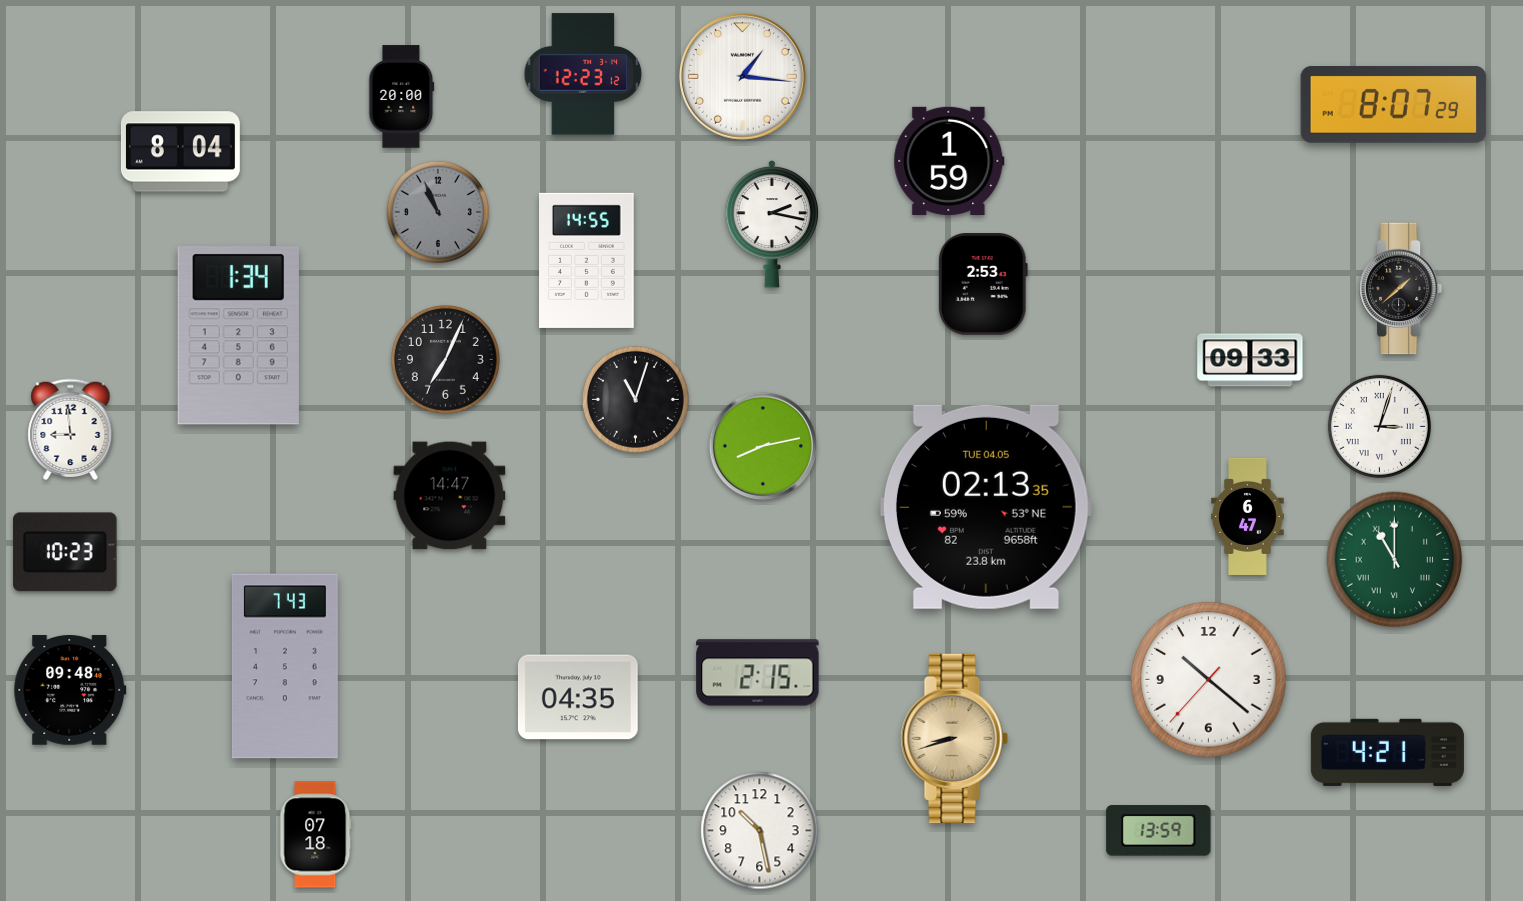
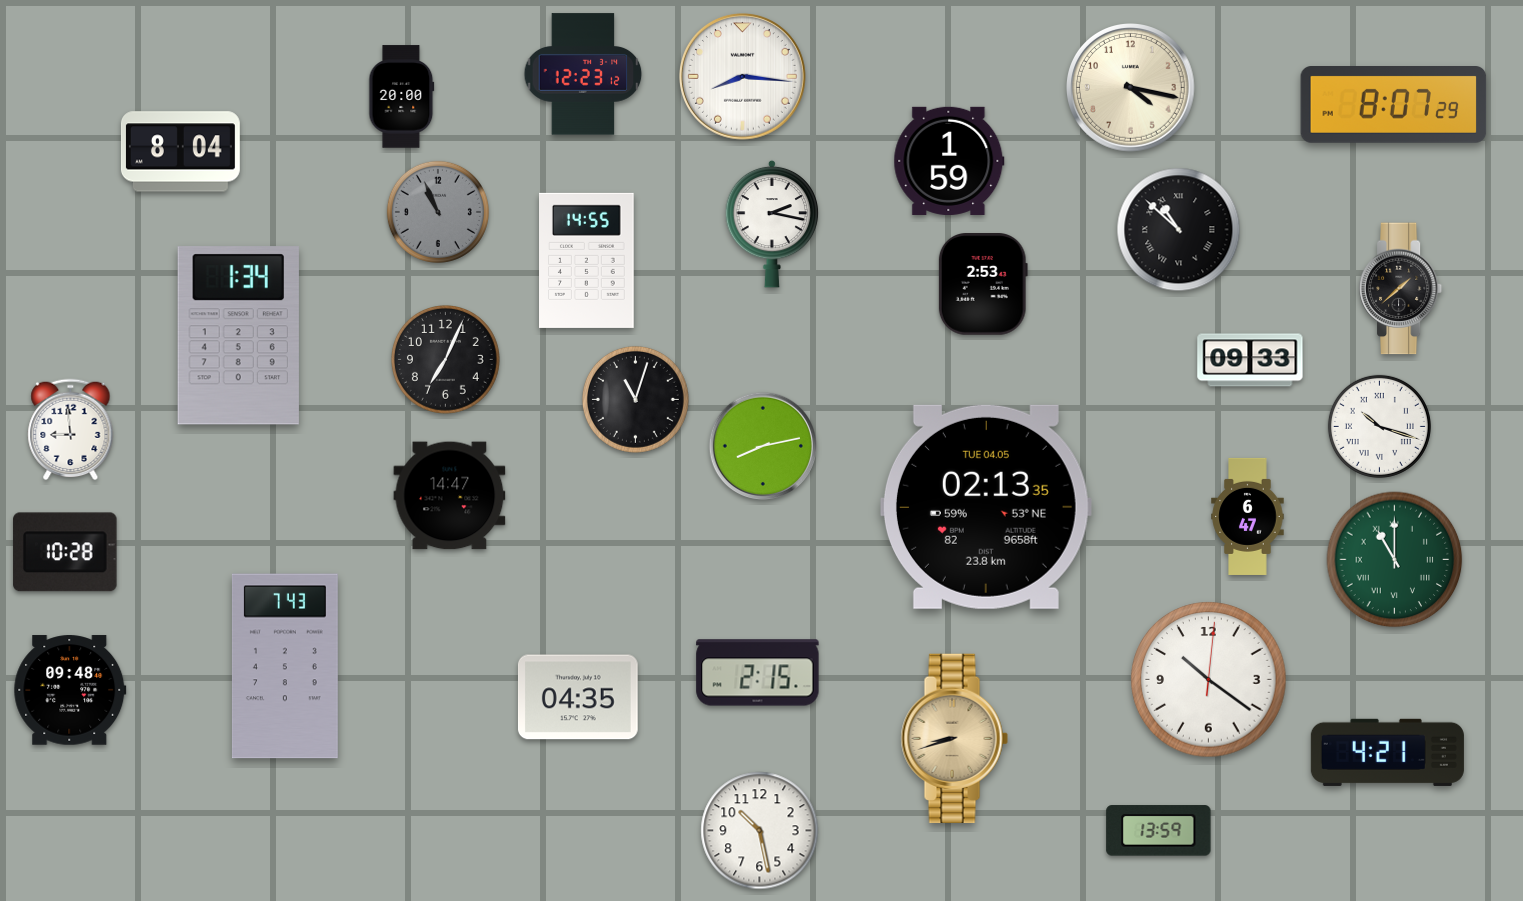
clock at (743, 77): 1:16 -> 8:16
clock at (1131, 88): none -> 4:17
clock at (1179, 230): none -> 10:52
clock at (1379, 426): 3:03 -> 10:18
clock at (65, 552): 10:23 -> 10:28
clock at (1209, 680): 10:21:37 -> 10:21:01
clock at (316, 835): 07:18 -> none
